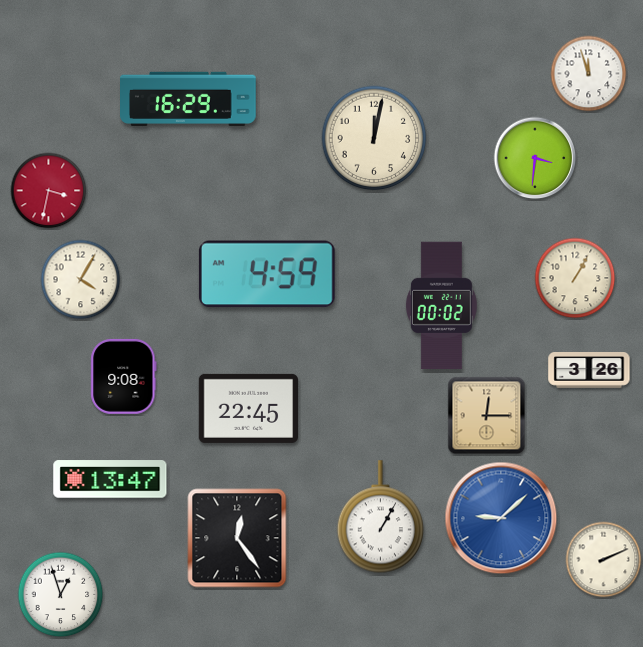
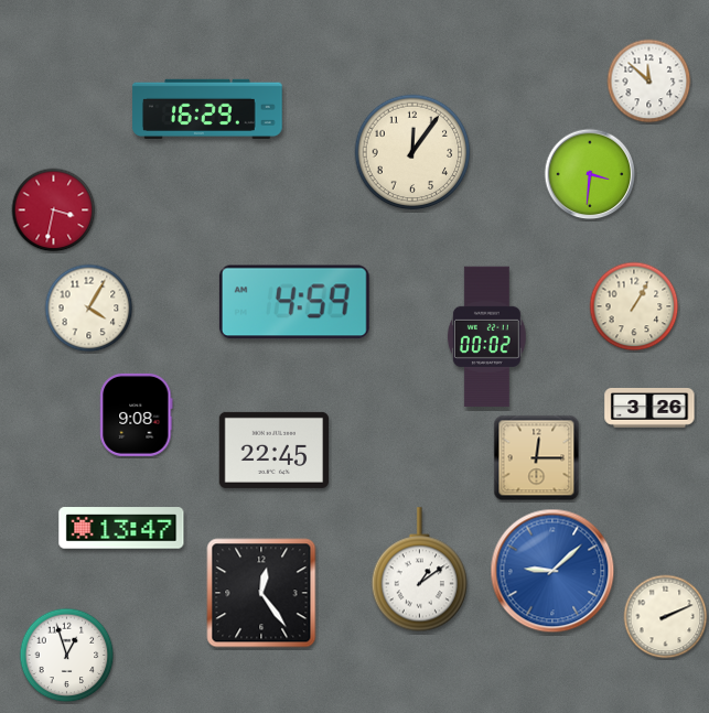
clock at (589, 74): 11:57 -> 11:52
clock at (374, 138): 12:02 -> 12:06
clock at (380, 517): 1:05 -> 1:09
